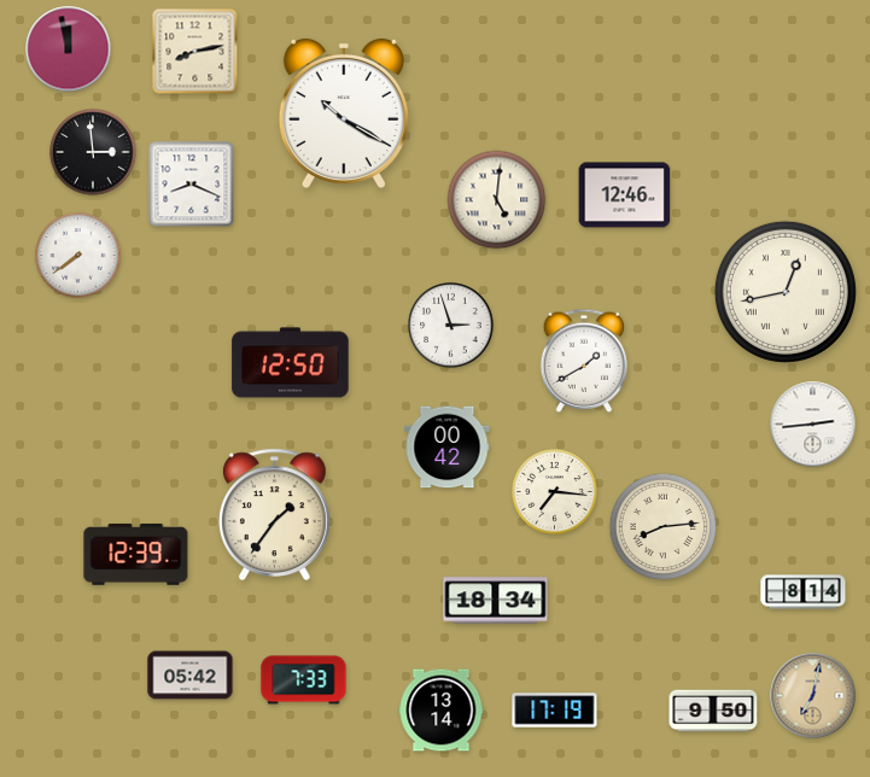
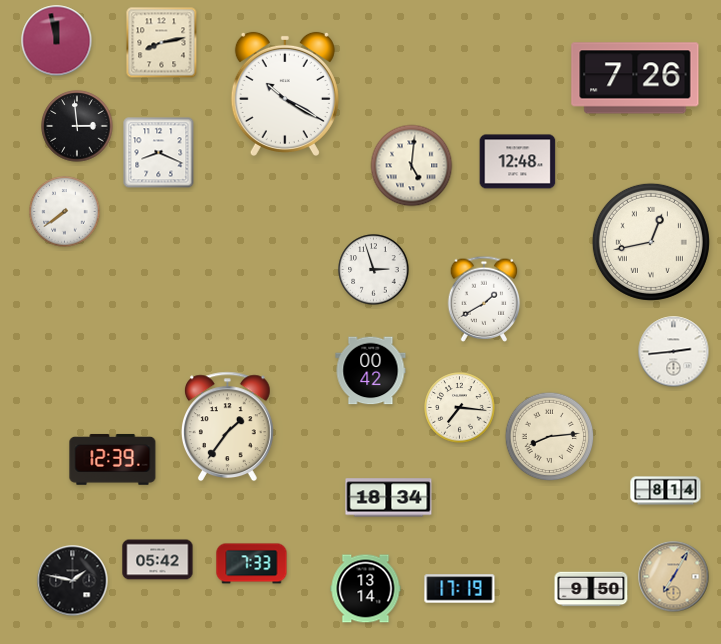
clock at (635, 78): none -> 7:26
clock at (625, 195): 12:46 -> 12:48
clock at (291, 363): 12:50 -> none
clock at (496, 601) position: (496, 601) -> (389, 498)
clock at (813, 696): 7:02 -> 7:05
clock at (73, 581): none -> 1:47
